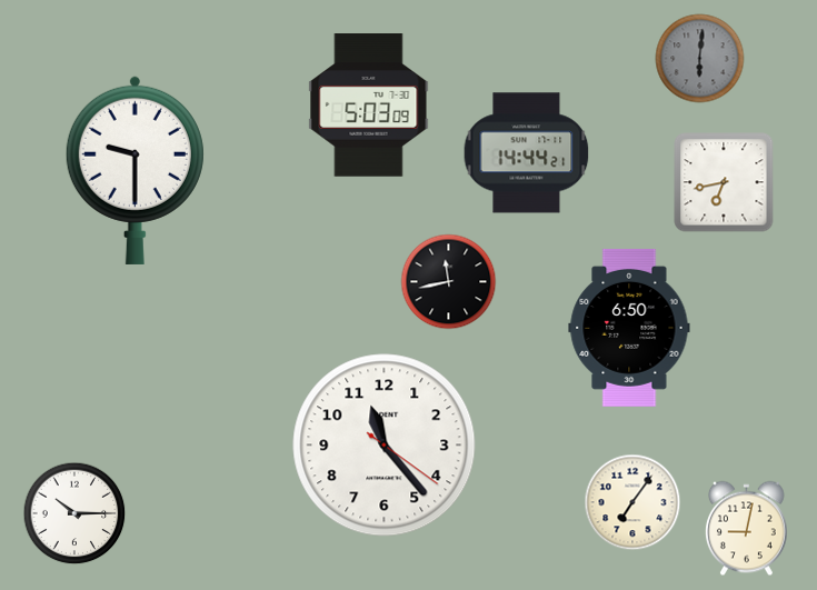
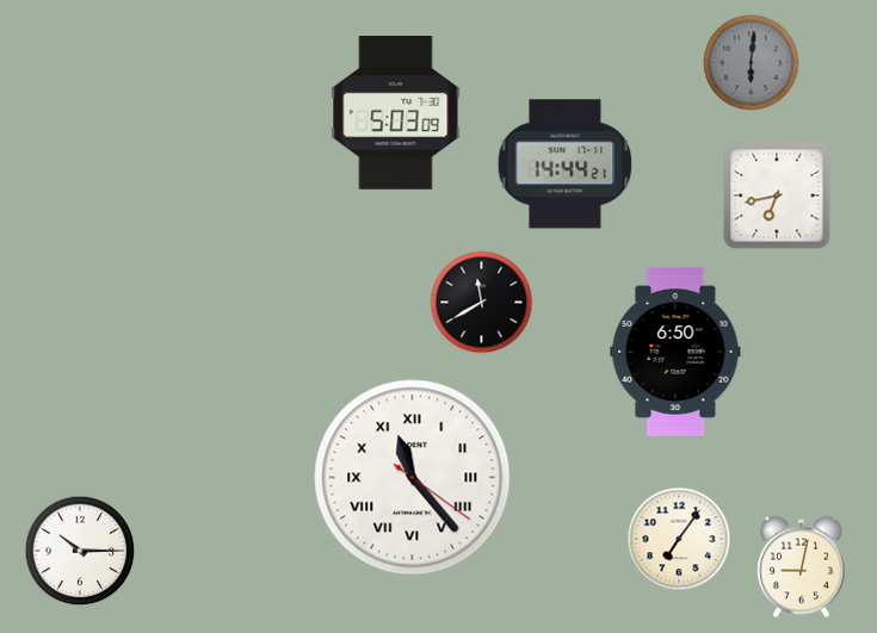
clock at (134, 170): 9:30 -> none
clock at (449, 282): 11:43 -> 11:40
clock at (385, 446) numerals: Arabic -> Roman
